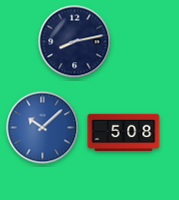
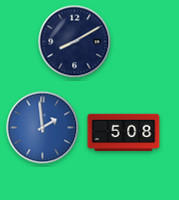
clock at (75, 42): 8:13 -> 8:10
clock at (43, 128): 10:08 -> 1:59
